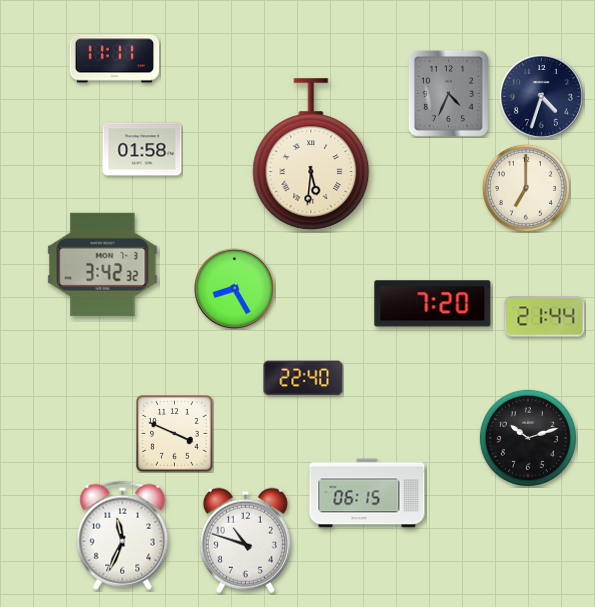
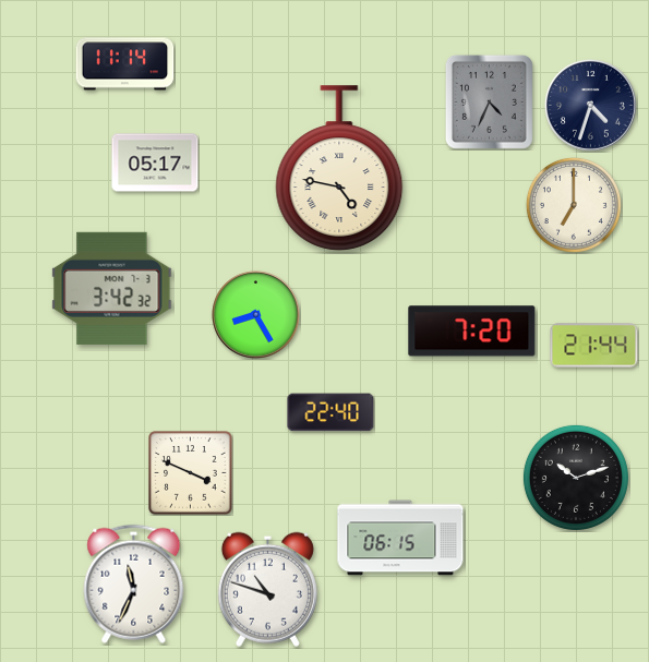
clock at (115, 59): 11:11 -> 11:14
clock at (142, 149): 01:58 -> 05:17
clock at (311, 154): 5:31 -> 4:47
